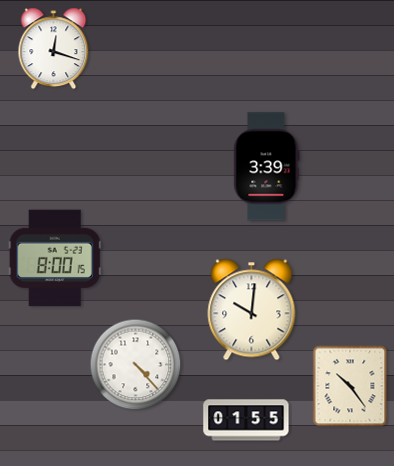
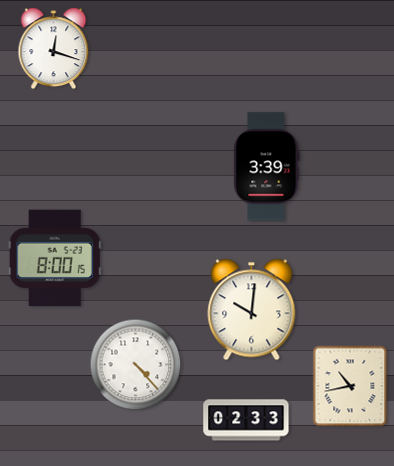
clock at (350, 386): 10:24 -> 10:43
clock at (246, 420): 01:55 -> 02:33
